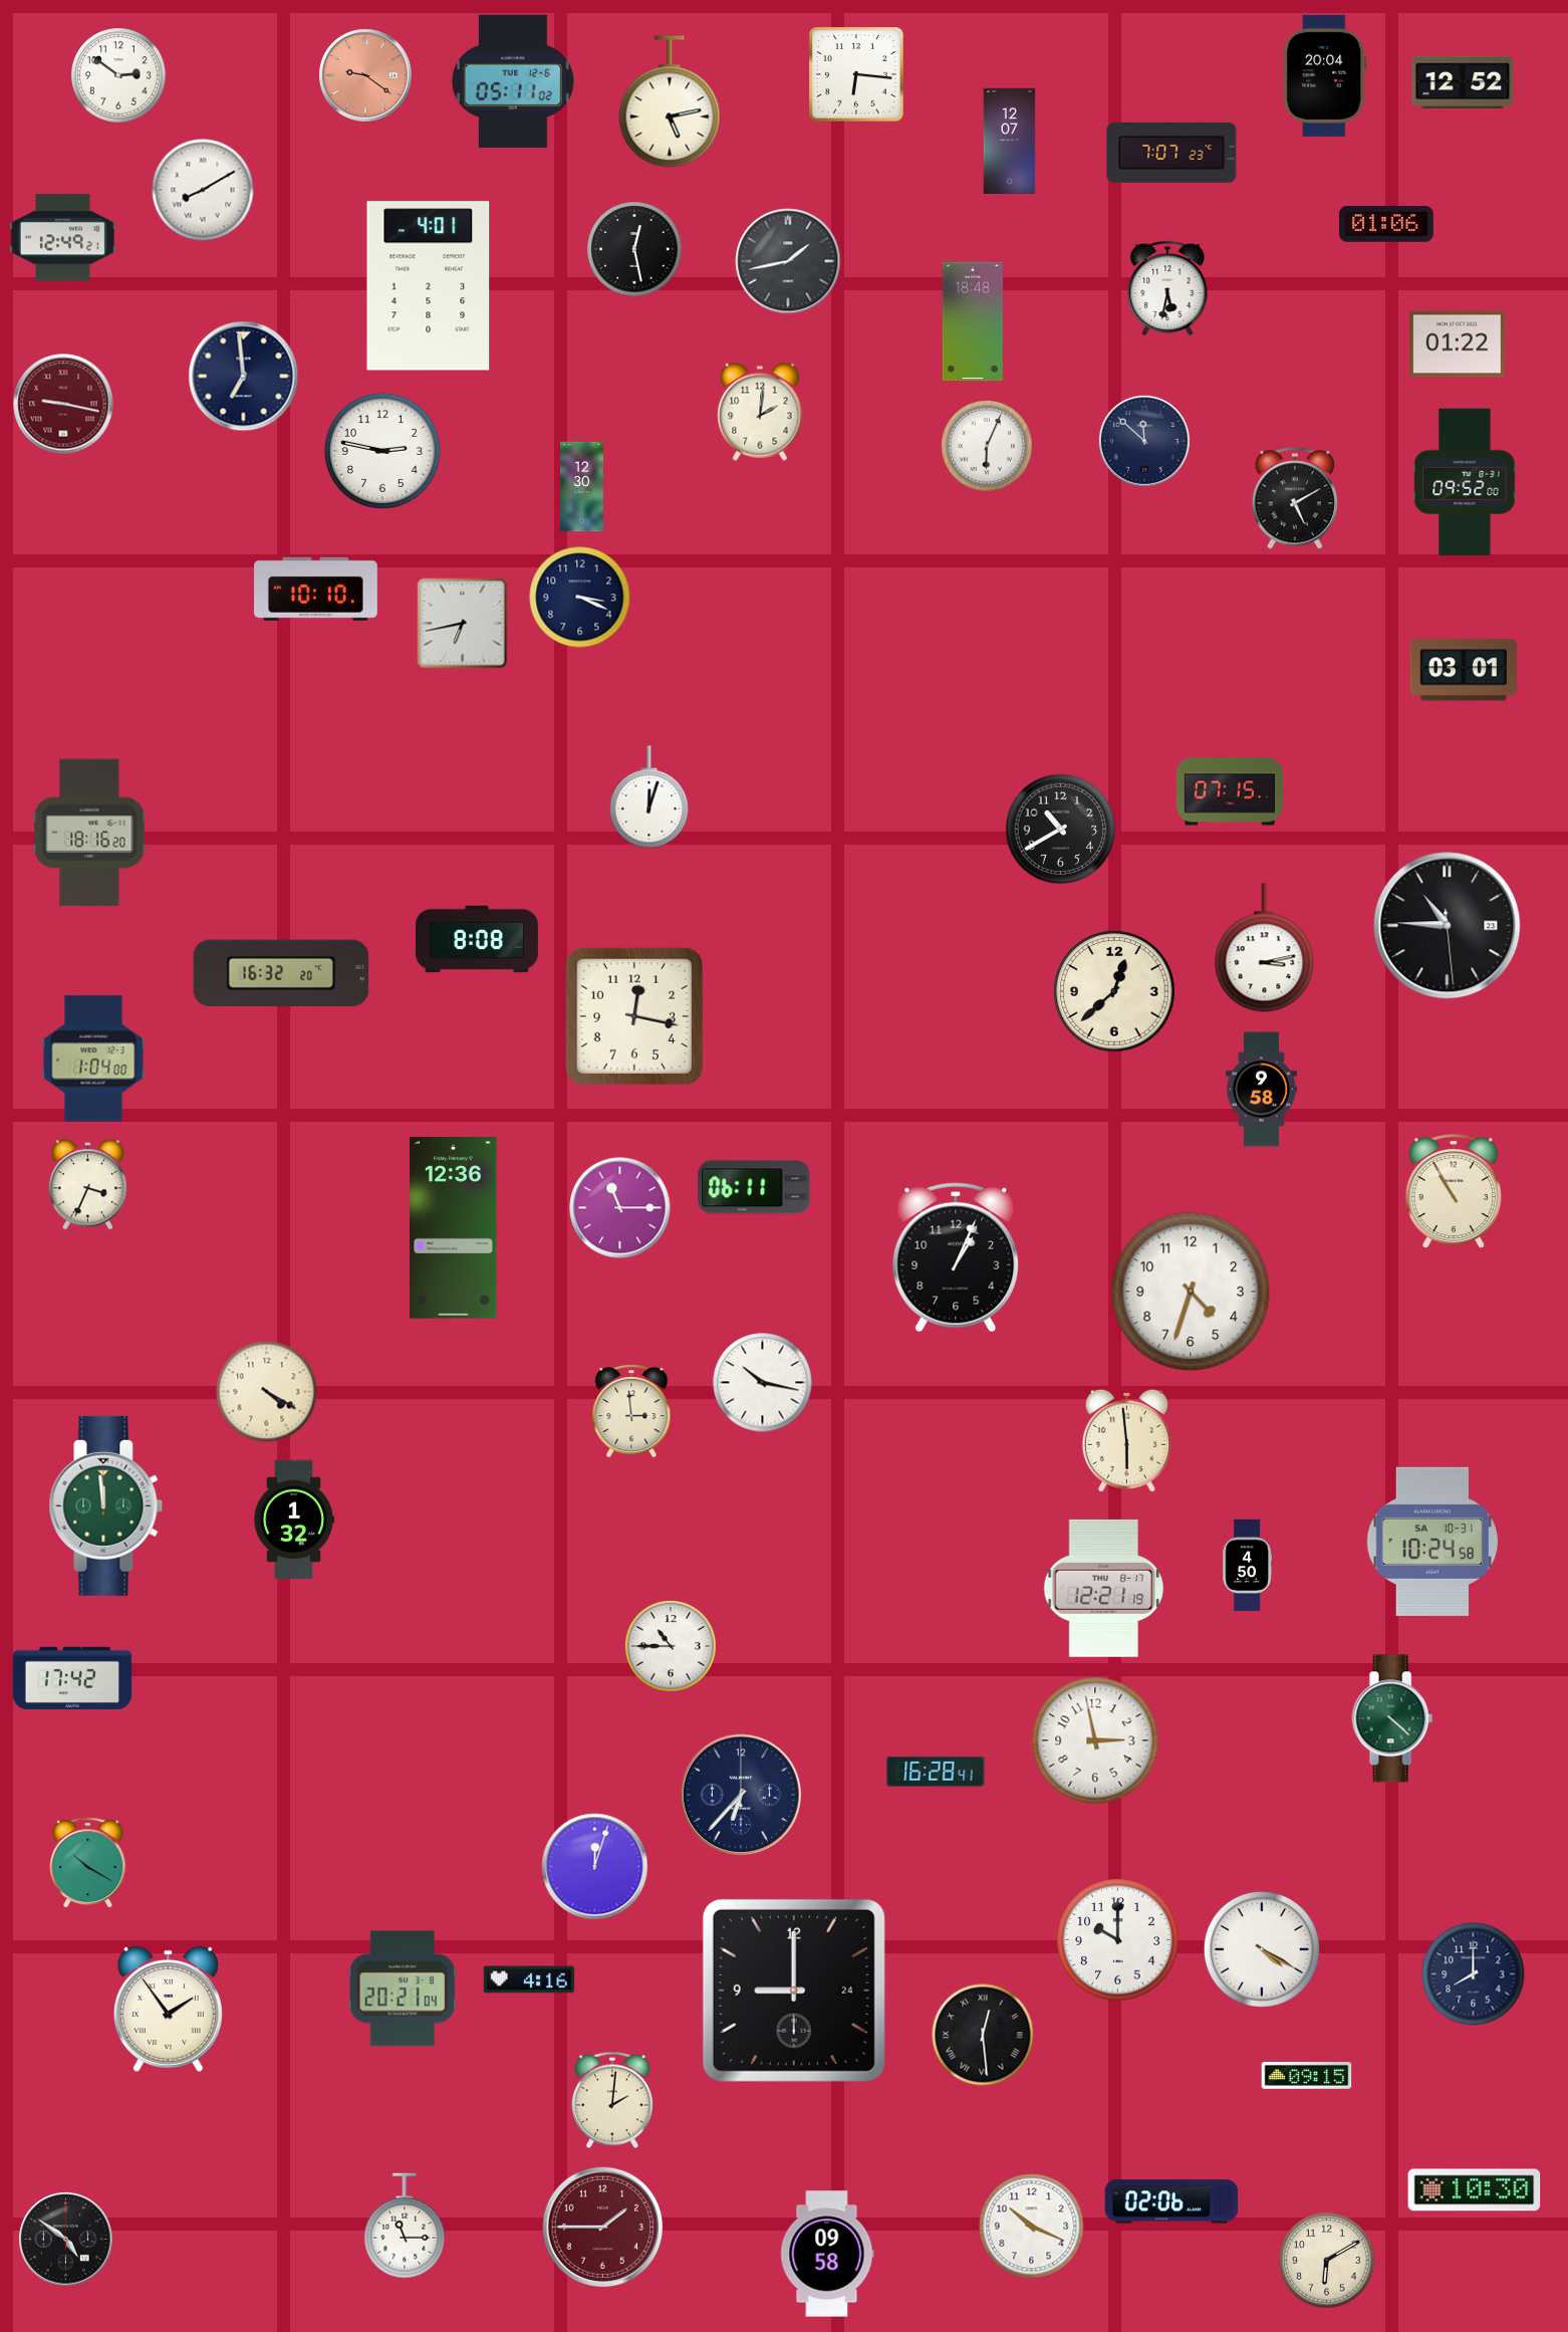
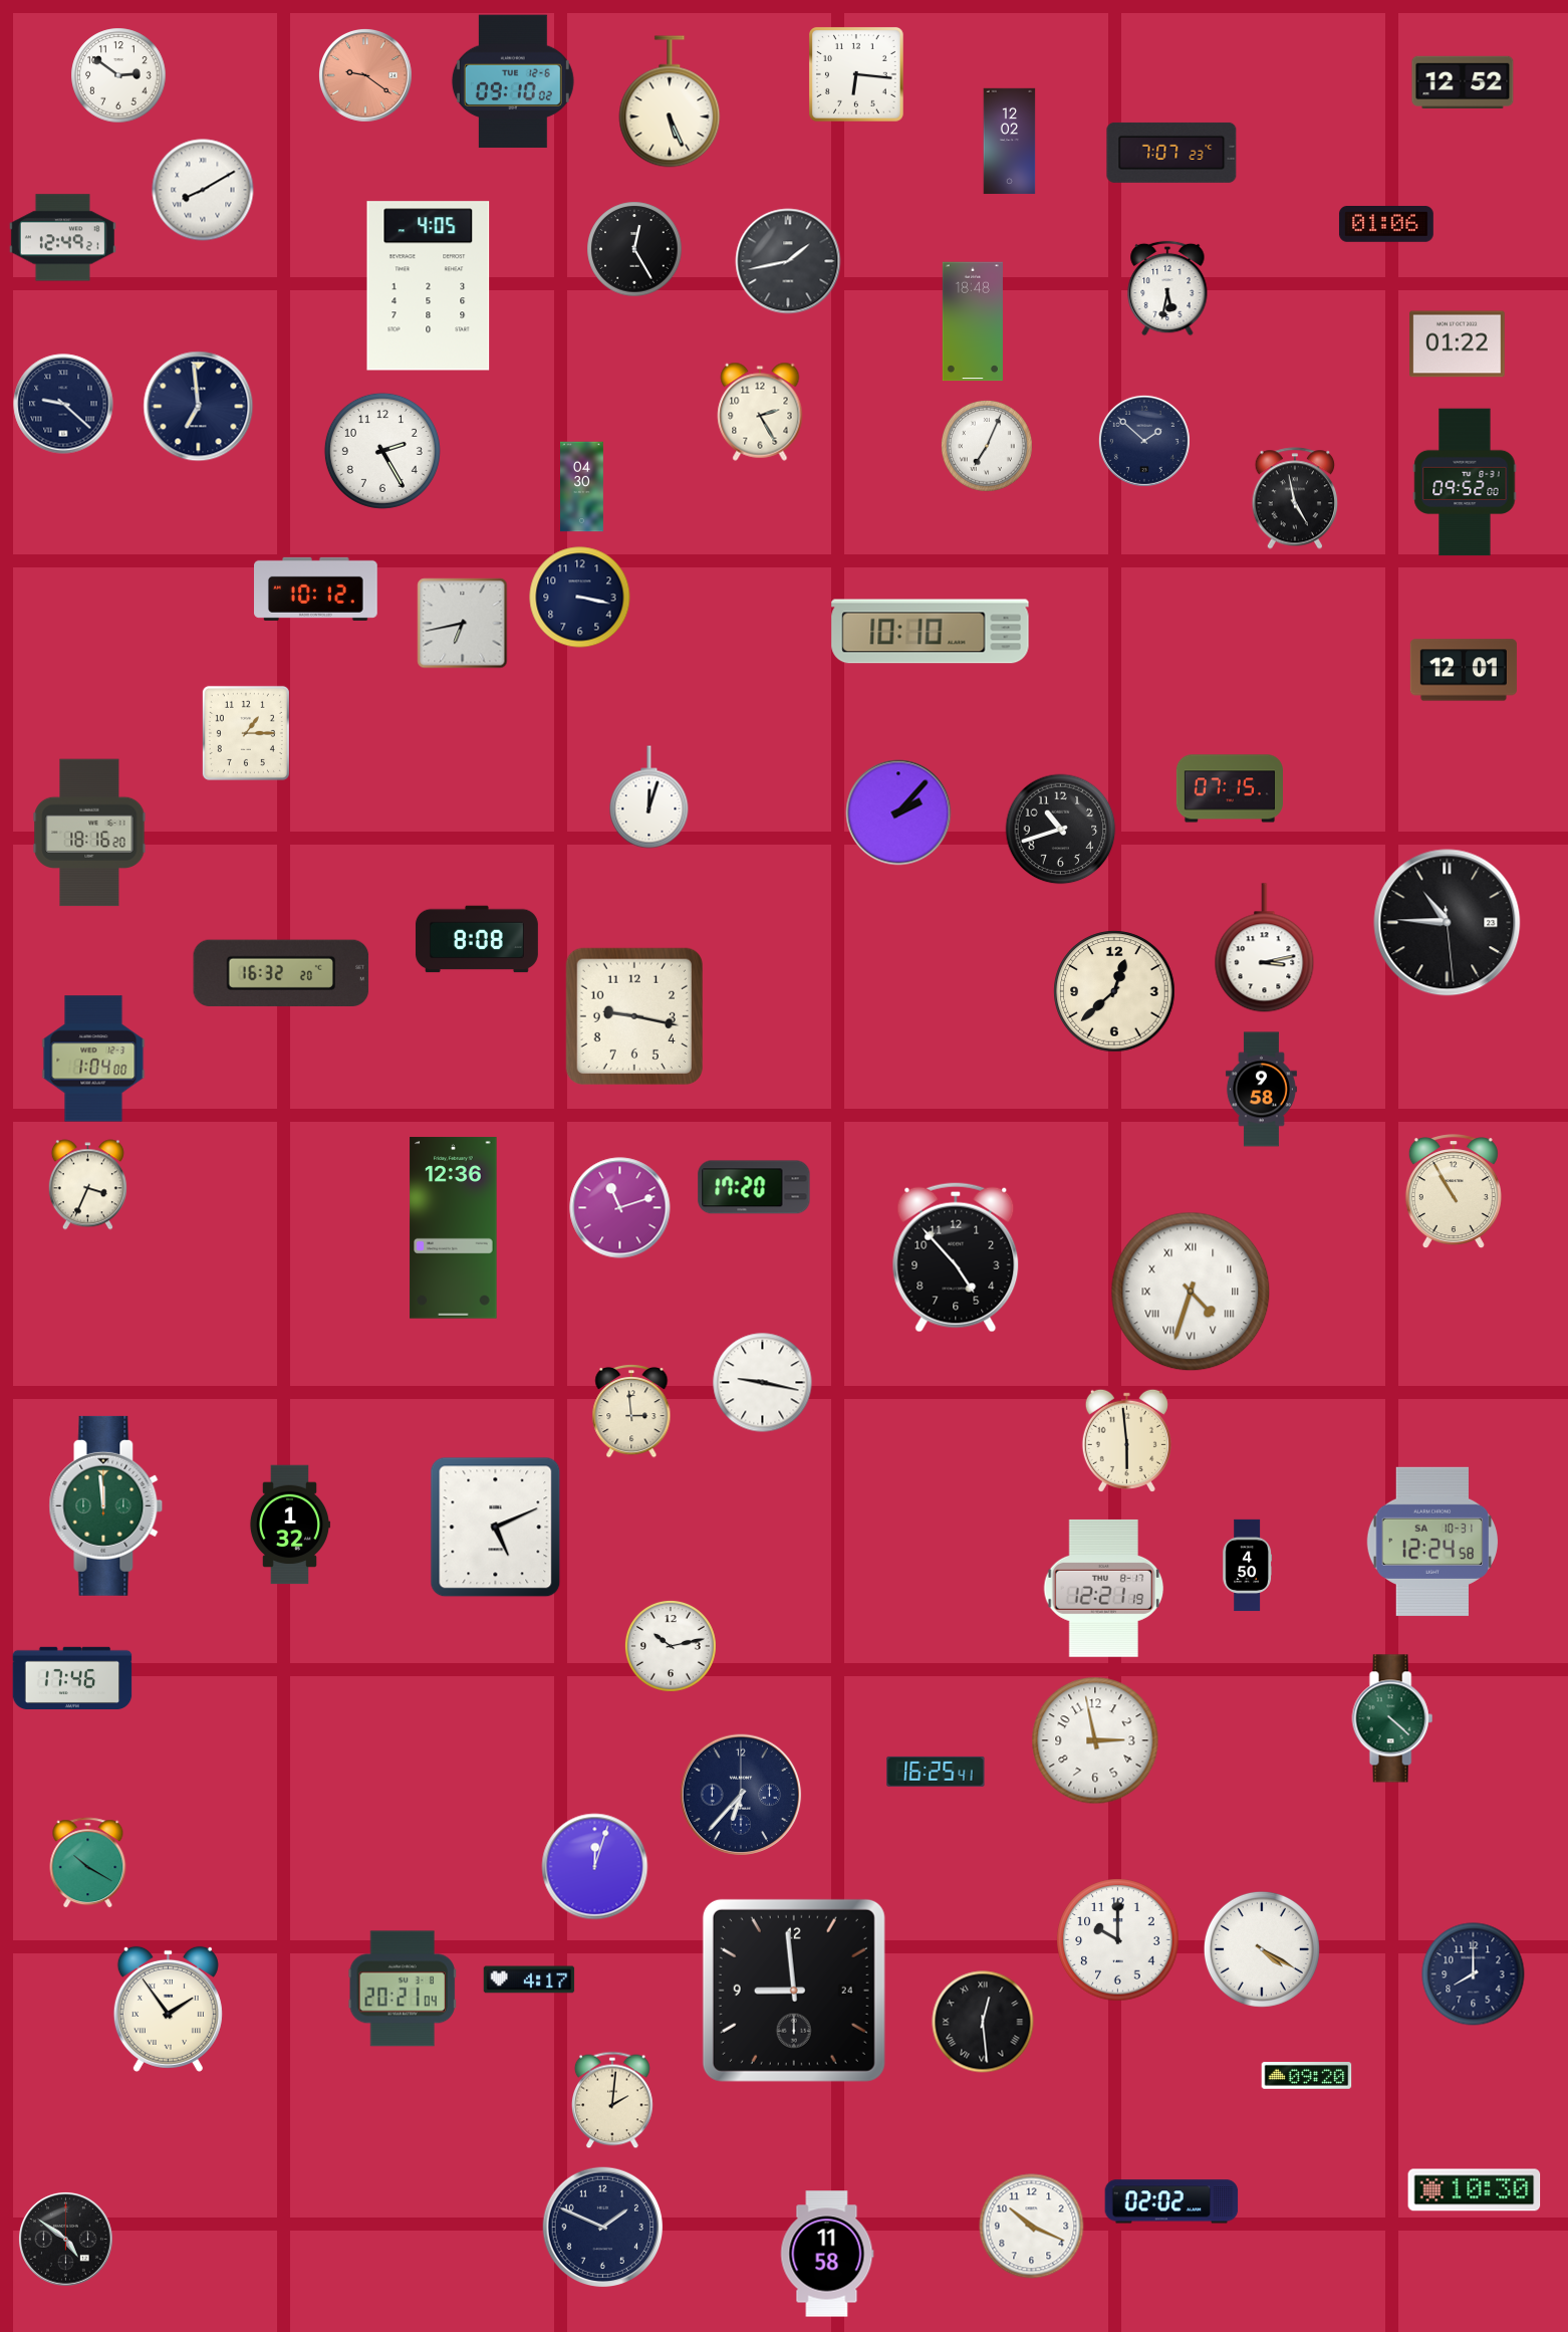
clock at (1325, 75): 20:04 -> none
clock at (513, 81): 05:11 -> 09:10
clock at (670, 101): 5:13 -> 5:26
clock at (1010, 142): 12:07 -> 12:02
clock at (634, 249): 12:28 -> 12:25
clock at (429, 286): 4:01 -> 4:05
clock at (244, 377) position: (244, 377) -> (199, 407)
clock at (63, 404): 9:17 -> 9:22
clock at (63, 404) dial: burgundy -> navy
clock at (760, 412): 2:01 -> 2:25
clock at (1144, 441): 11:52 -> 1:52
clock at (987, 446): 6:04 -> 7:04
clock at (382, 451): 2:47 -> 2:25
clock at (582, 487): 12:30 -> 04:30
clock at (1295, 498): 5:10 -> 4:58
clock at (316, 589): 10:10 -> 10:12
clock at (580, 598): 3:19 -> 3:17
clock at (931, 632): none -> 10:10
clock at (1464, 670): 03:01 -> 12:01
clock at (246, 733): none -> 1:15
clock at (1230, 791) position: (1230, 791) -> (1230, 788)
clock at (898, 812): none -> 2:07
clock at (1061, 830): 10:40 -> 10:42
clock at (1448, 926) position: (1448, 926) -> (1448, 923)
clock at (633, 1015): 12:17 -> 9:17
clock at (754, 1187): 06:11 -> 17:20
clock at (620, 1208): 11:15 -> 11:12
clock at (956, 1257): 1:04 -> 4:53
clock at (1191, 1292) numerals: Arabic -> Roman
clock at (763, 1383): 10:17 -> 9:17
clock at (267, 1392): 4:20 -> none
clock at (293, 1520) position: (293, 1520) -> (289, 1525)
clock at (496, 1528): none -> 5:11
clock at (1432, 1542): 10:24 -> 12:24
clock at (671, 1646): 10:45 -> 10:13
clock at (72, 1677): 17:42 -> 17:46
clock at (936, 1772): 16:28 -> 16:25
clock at (529, 1979): 4:16 -> 4:17
clock at (794, 1991): 9:00 -> 8:59
clock at (983, 2035) position: (983, 2035) -> (983, 2022)
clock at (1307, 2076): 09:15 -> 09:20
clock at (1171, 2201): 02:06 -> 02:02
clock at (405, 2226): 11:15 -> none
clock at (603, 2228): 1:45 -> 1:49
clock at (603, 2228) dial: burgundy -> navy
clock at (827, 2254): 09:58 -> 11:58
clock at (1327, 2261): 6:10 -> none
